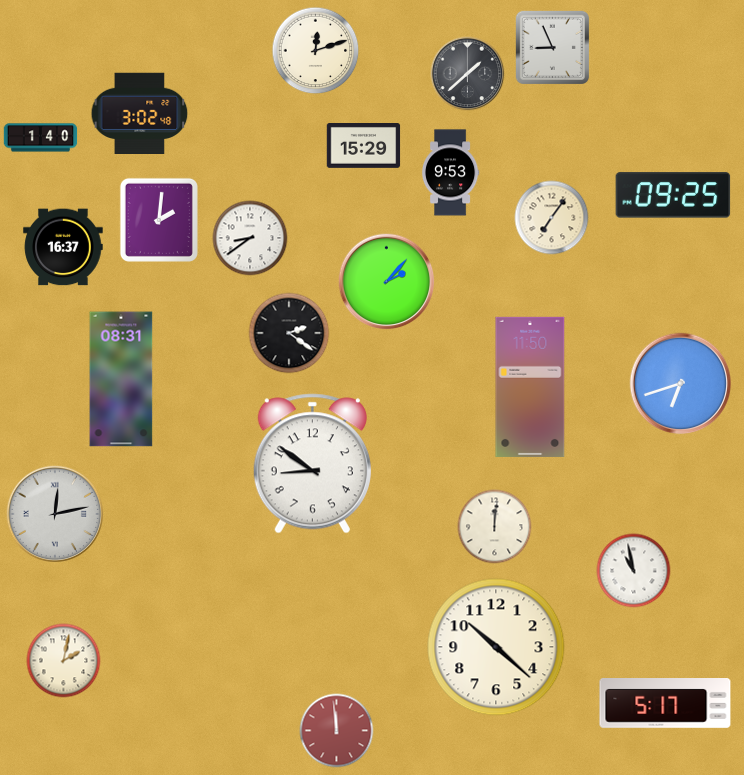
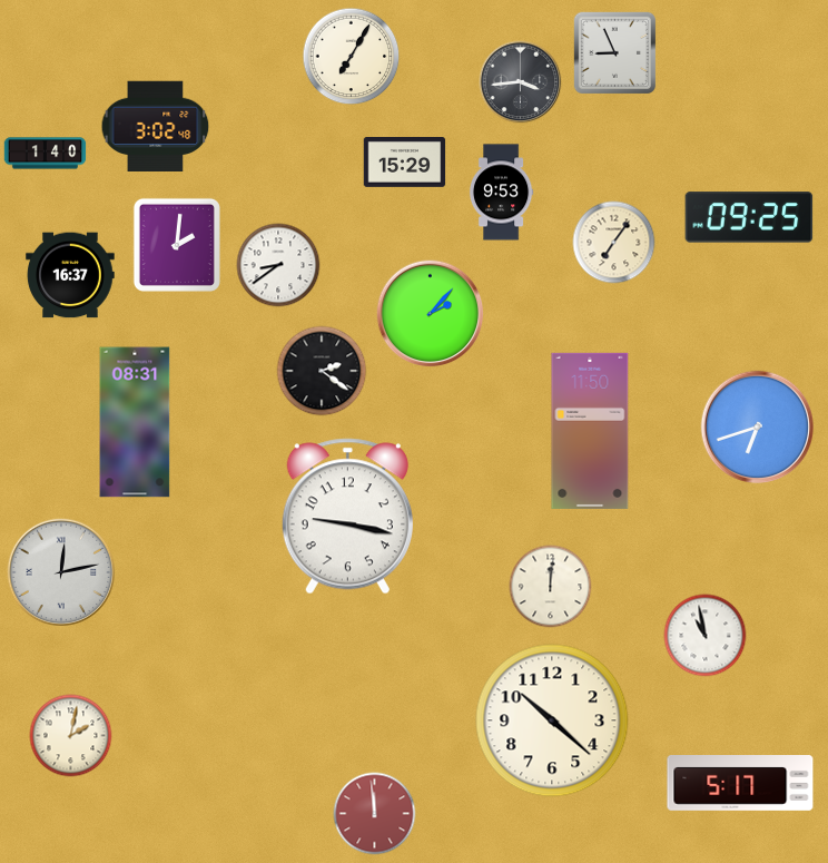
clock at (316, 51): 12:12 -> 7:05
clock at (468, 74): 1:38 -> 3:44
clock at (312, 464): 8:51 -> 9:17
